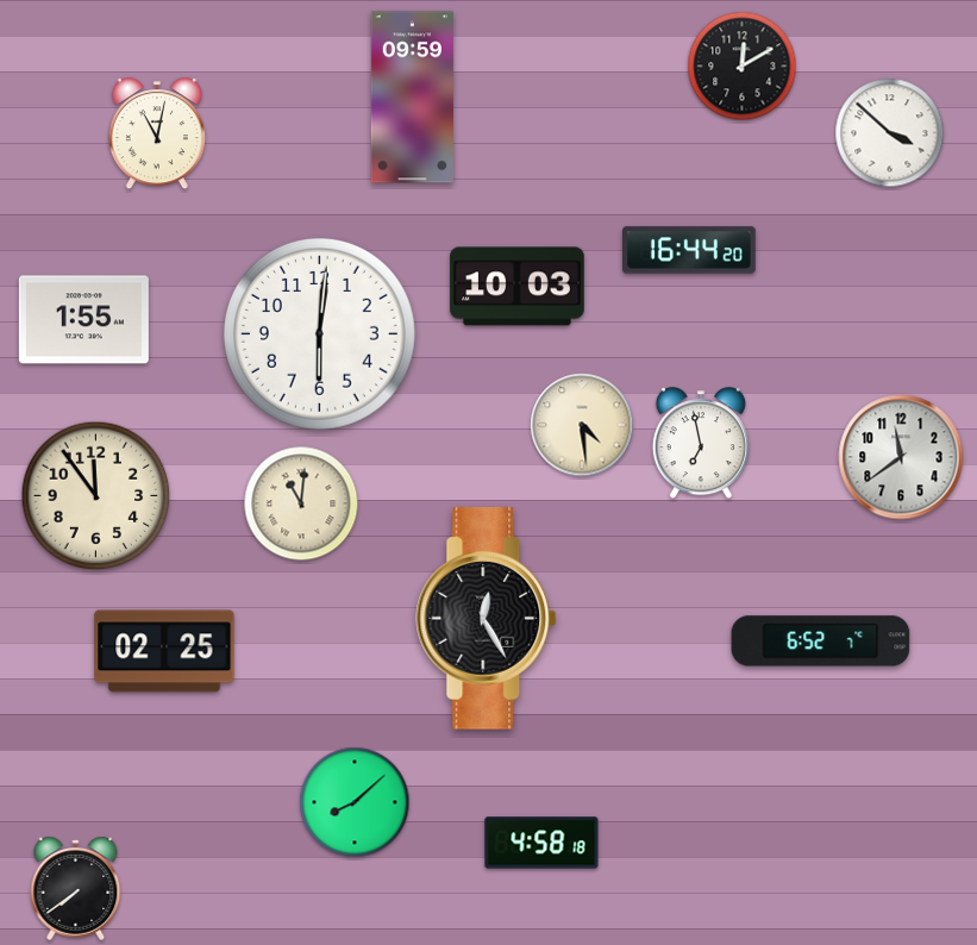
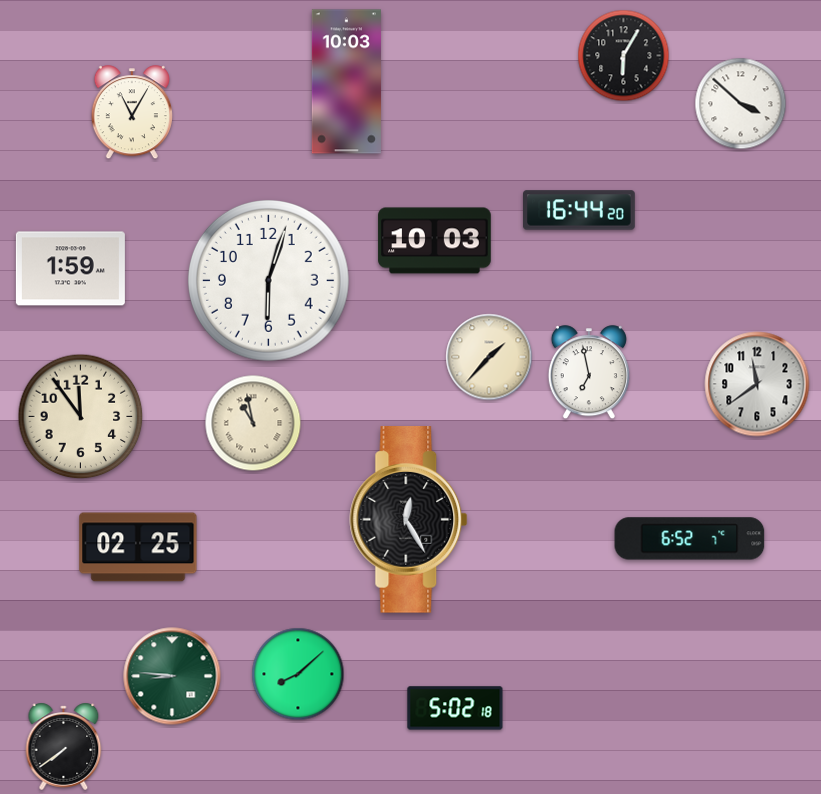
clock at (743, 67): 12:10 -> 6:05
clock at (412, 98): 09:59 -> 10:03
clock at (890, 133) position: (890, 133) -> (741, 104)
clock at (157, 134): 11:02 -> 11:05
clock at (83, 320): 1:55 -> 1:59
clock at (319, 333): 6:01 -> 6:03
clock at (582, 425): 4:29 -> 1:37
clock at (301, 503): 11:01 -> 10:58
clock at (172, 676): none -> 8:46
clock at (541, 843): 4:58 -> 5:02
